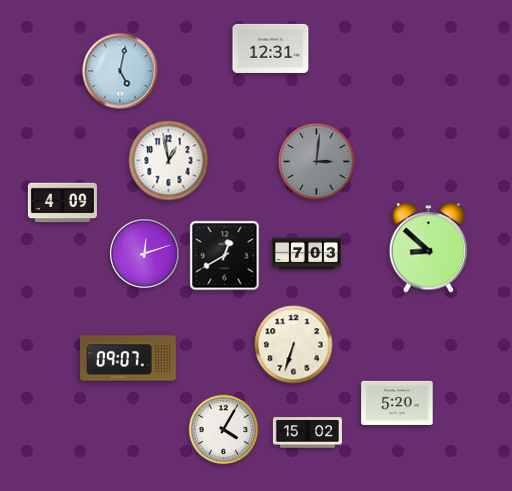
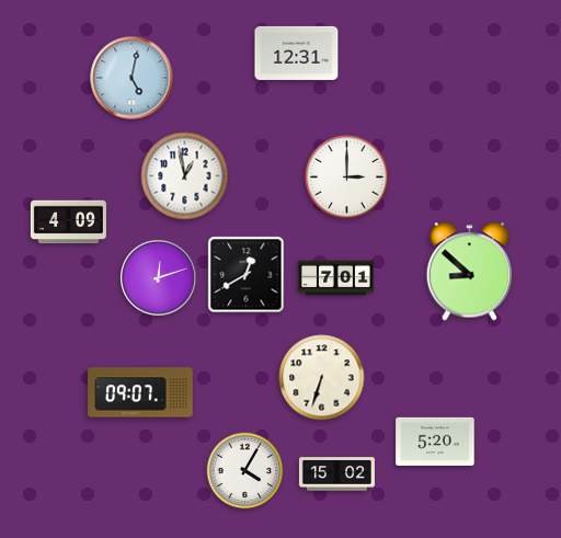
clock at (317, 162): 3:01 -> 3:00
clock at (317, 162) dial: grey -> white
clock at (306, 254): 7:03 -> 7:01
clock at (225, 256) position: (225, 256) -> (247, 275)
